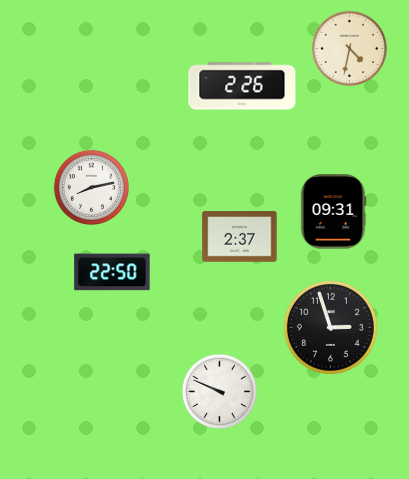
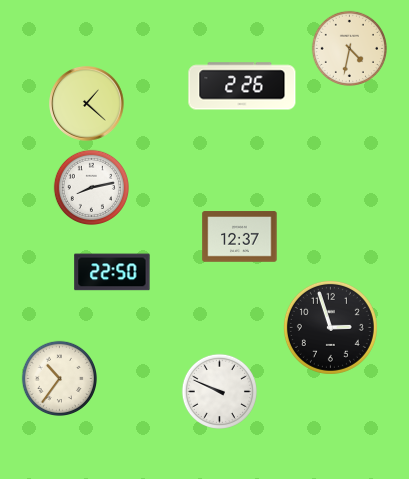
clock at (87, 104): none -> 1:22
clock at (333, 212): 09:31 -> none
clock at (240, 237): 2:37 -> 12:37
clock at (59, 378): none -> 10:36
